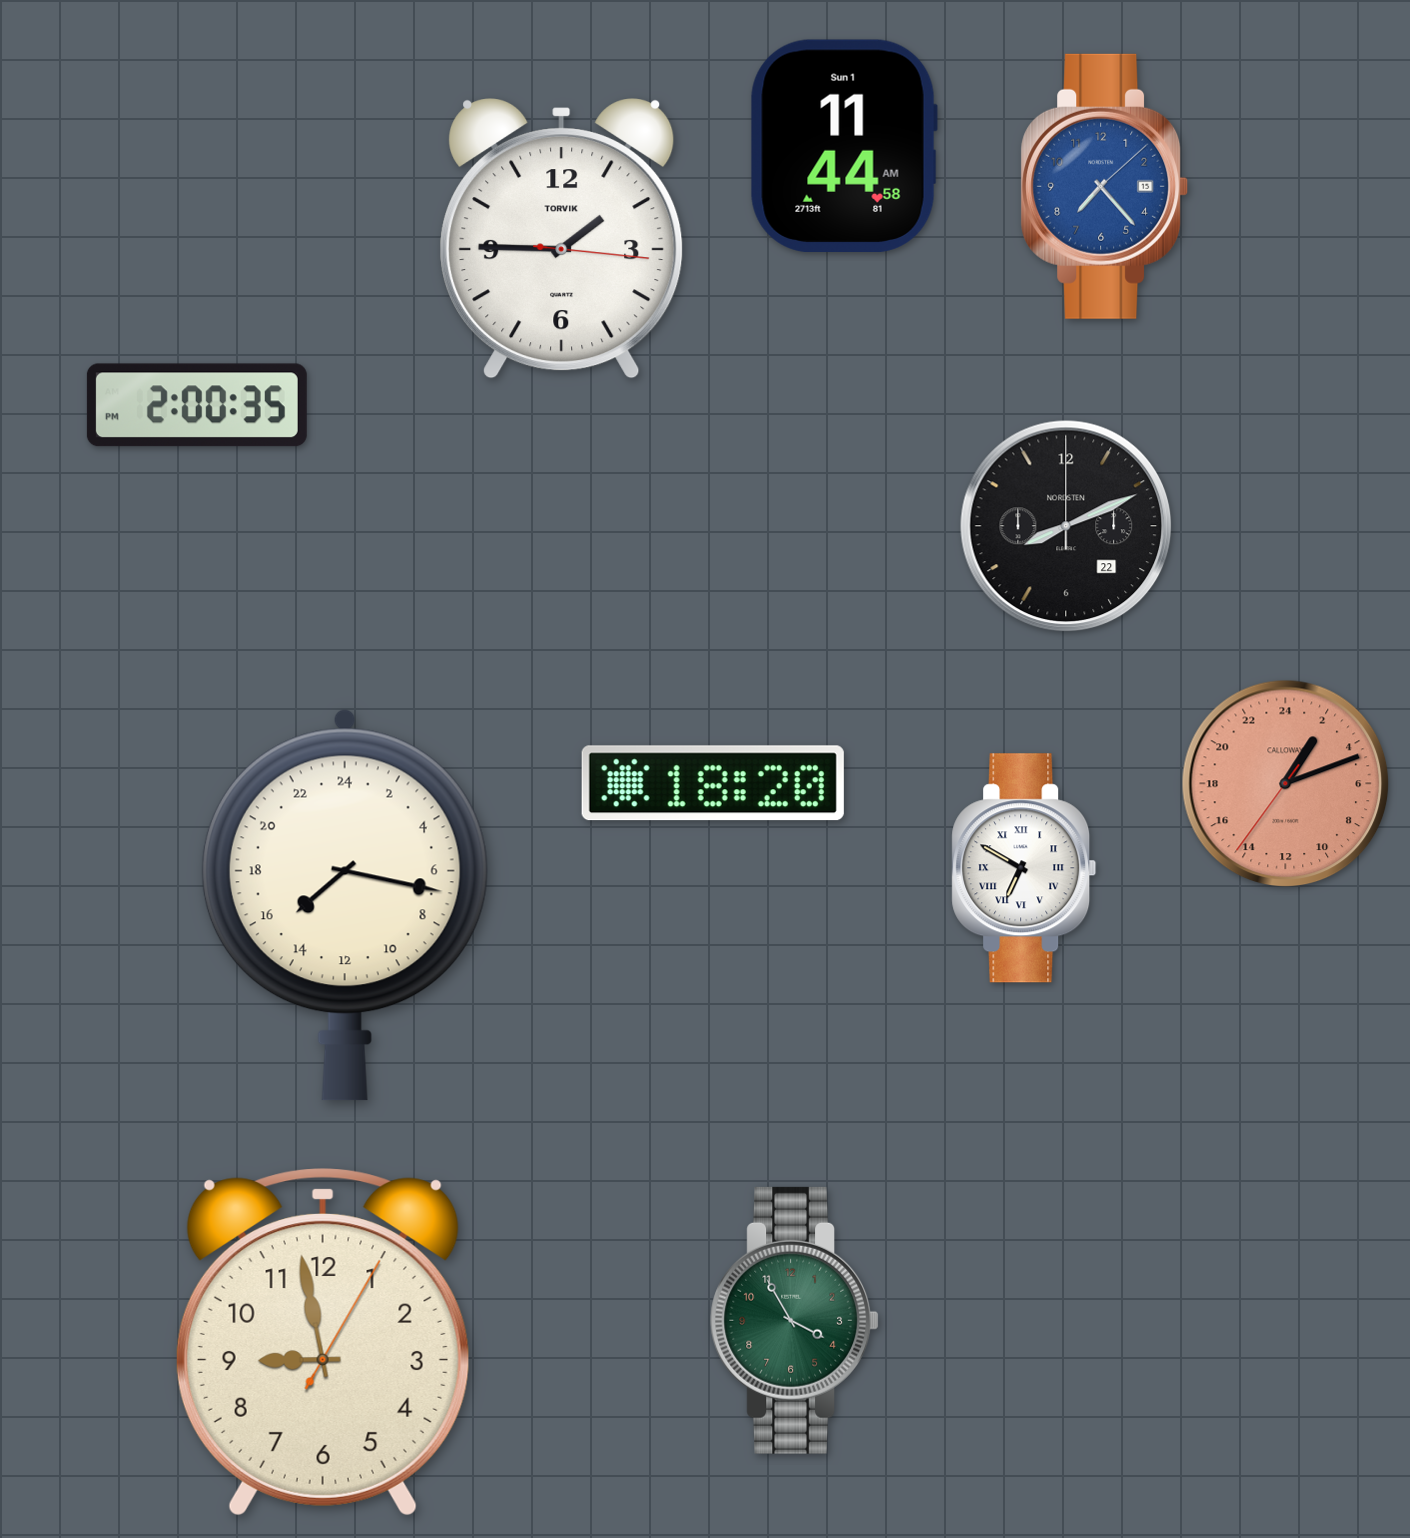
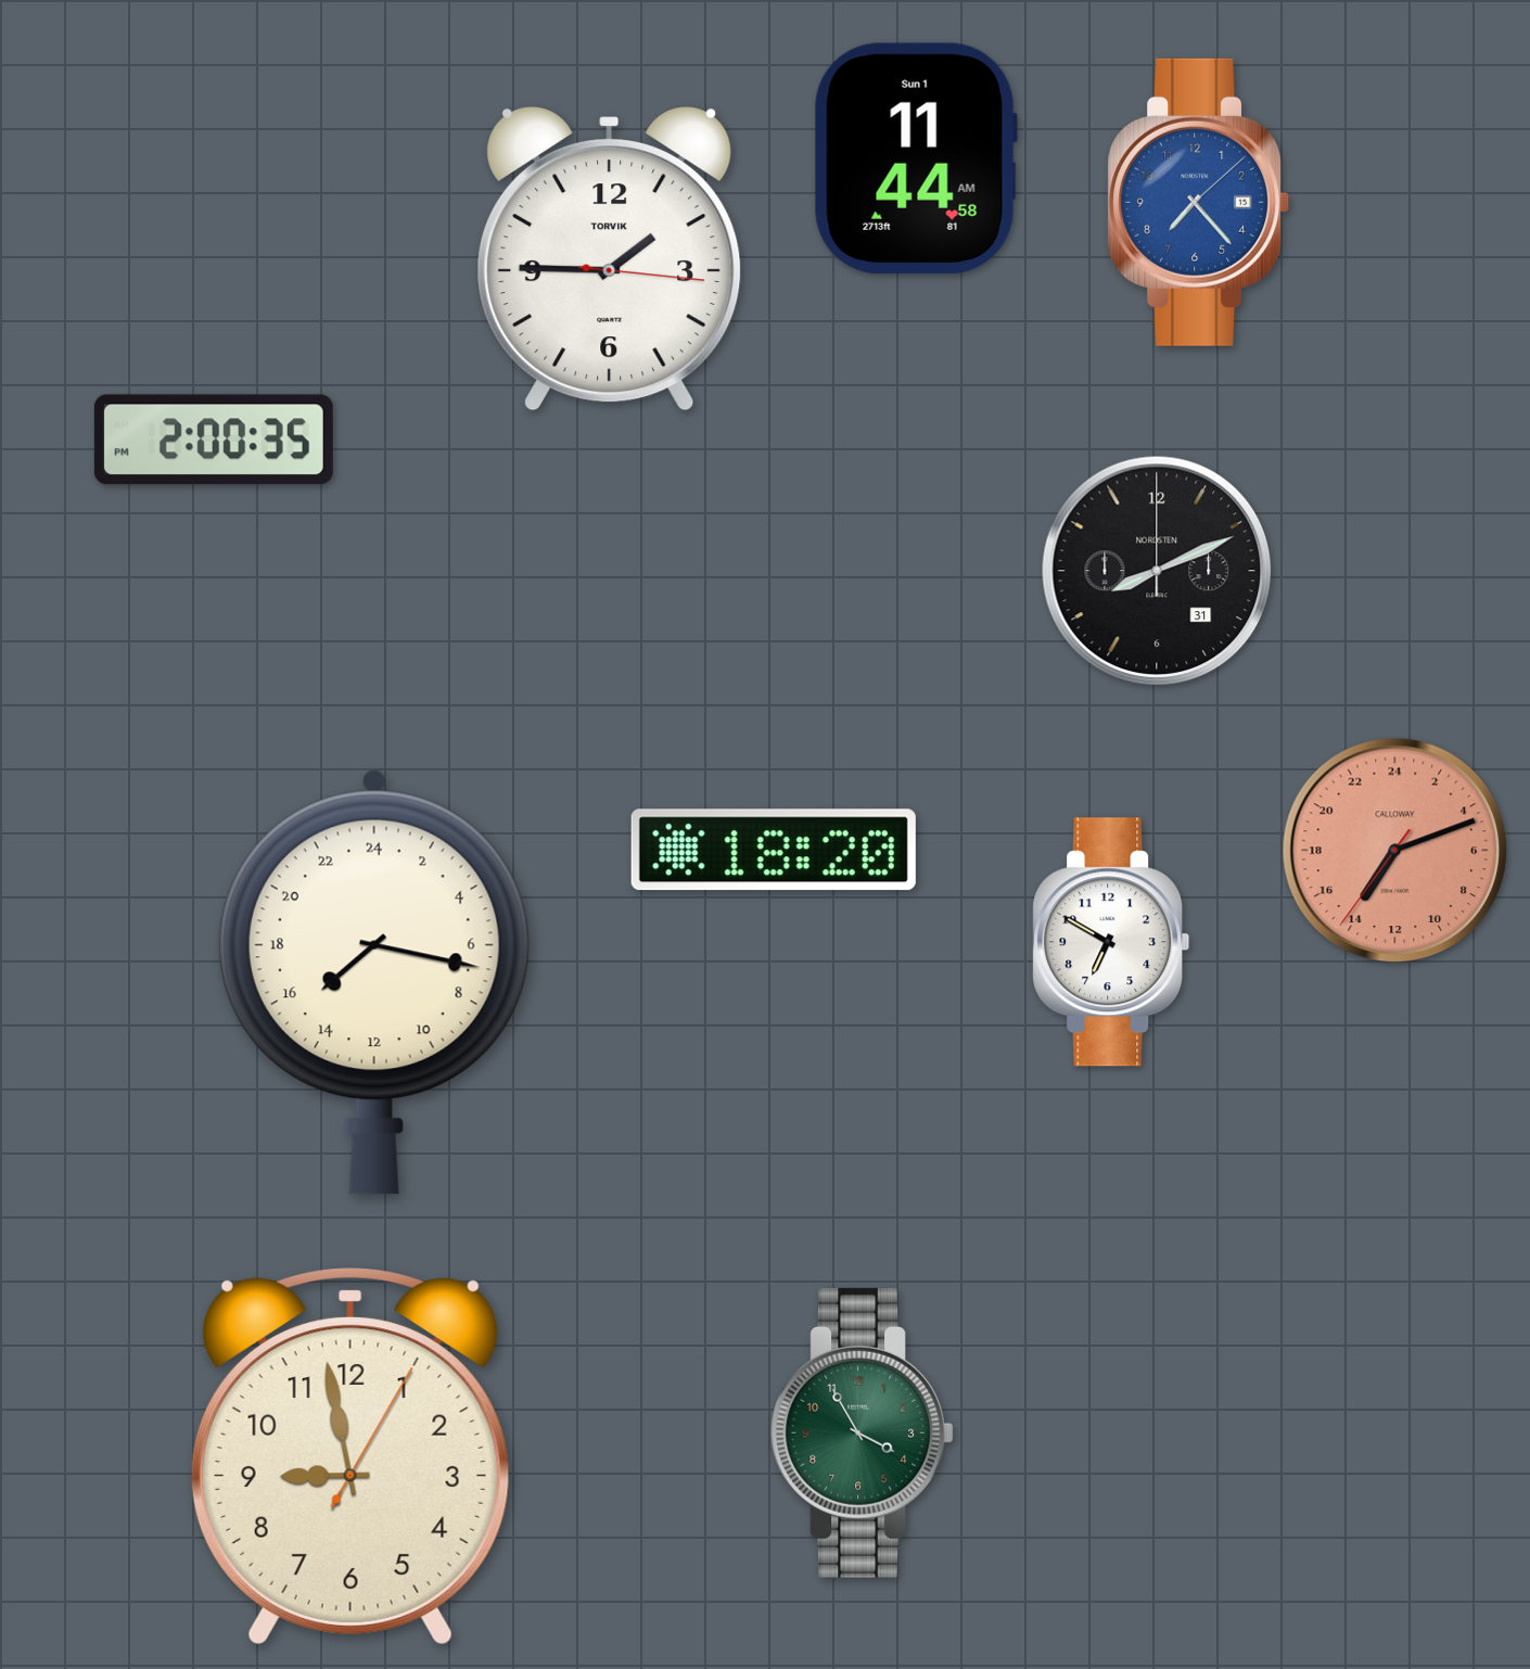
clock at (1066, 526) date: 22 -> 31
clock at (1286, 784): 2:11 -> 14:11
clock at (1024, 868) numerals: Roman -> Arabic
